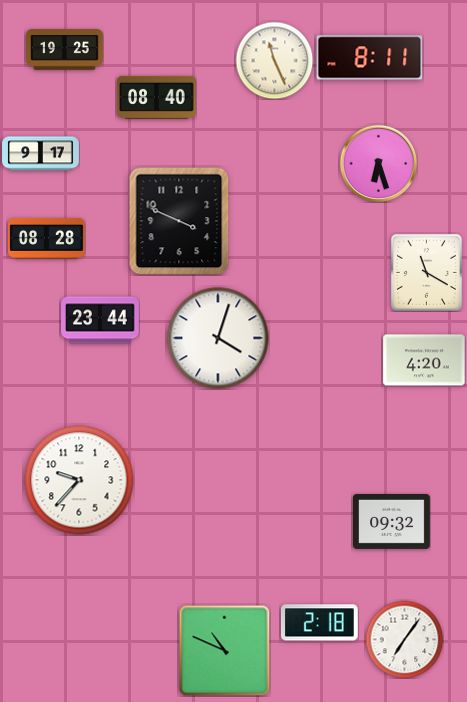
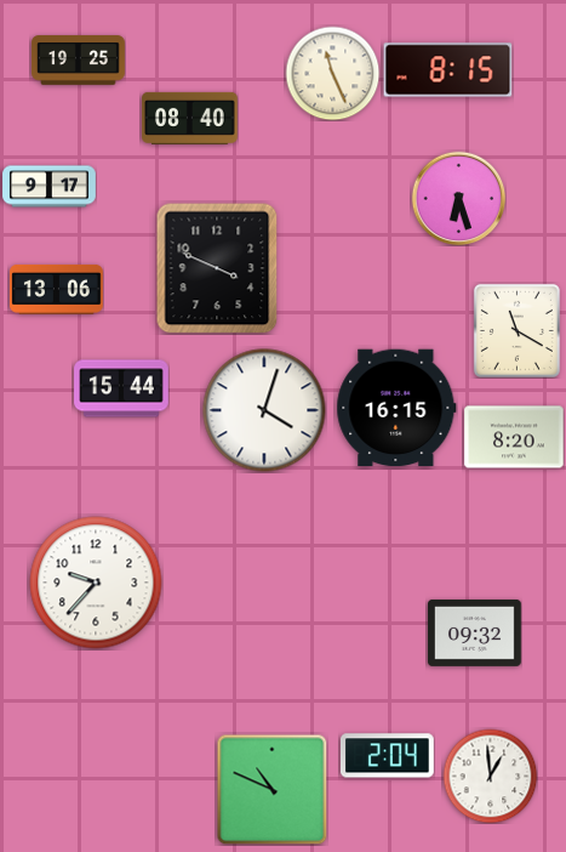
clock at (370, 58): 8:11 -> 8:15
clock at (47, 238): 08:28 -> 13:06
clock at (100, 320): 23:44 -> 15:44
clock at (396, 408): none -> 16:15
clock at (424, 360): 4:20 -> 8:20
clock at (319, 623): 2:18 -> 2:04
clock at (404, 639): 7:06 -> 12:59
